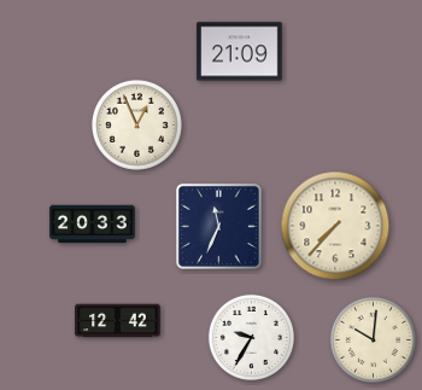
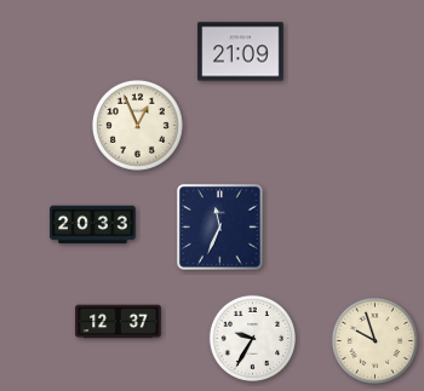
clock at (335, 226): 7:37 -> none
clock at (118, 321): 12:42 -> 12:37
clock at (373, 339): 10:01 -> 9:57
